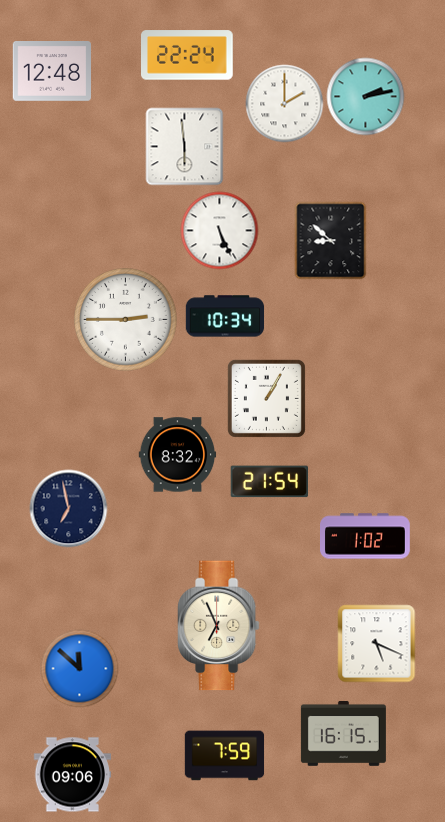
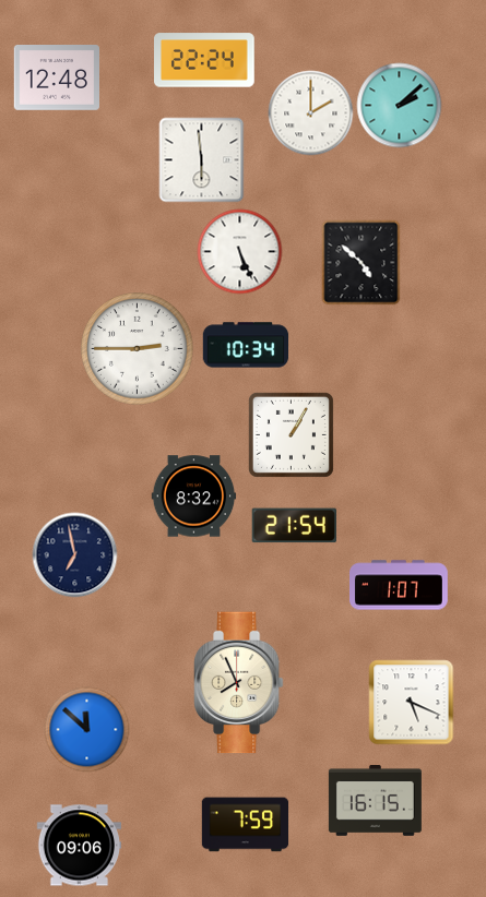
clock at (365, 96): 2:13 -> 2:08
clock at (331, 240): 8:52 -> 4:52
clock at (366, 536): 1:02 -> 1:07
clock at (218, 626): 6:56 -> 7:56
